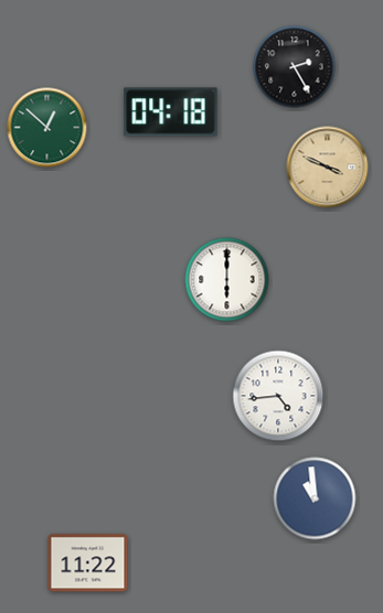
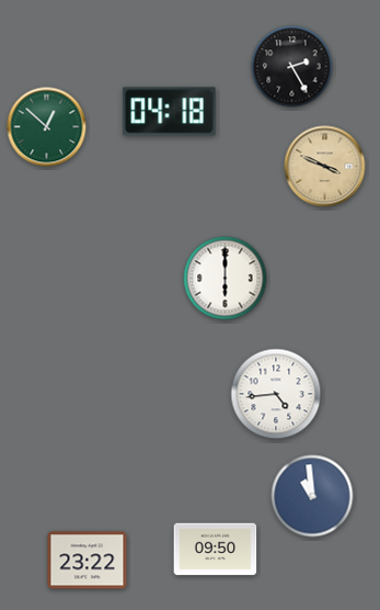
clock at (216, 550): none -> 09:50
clock at (88, 563): 11:22 -> 23:22
